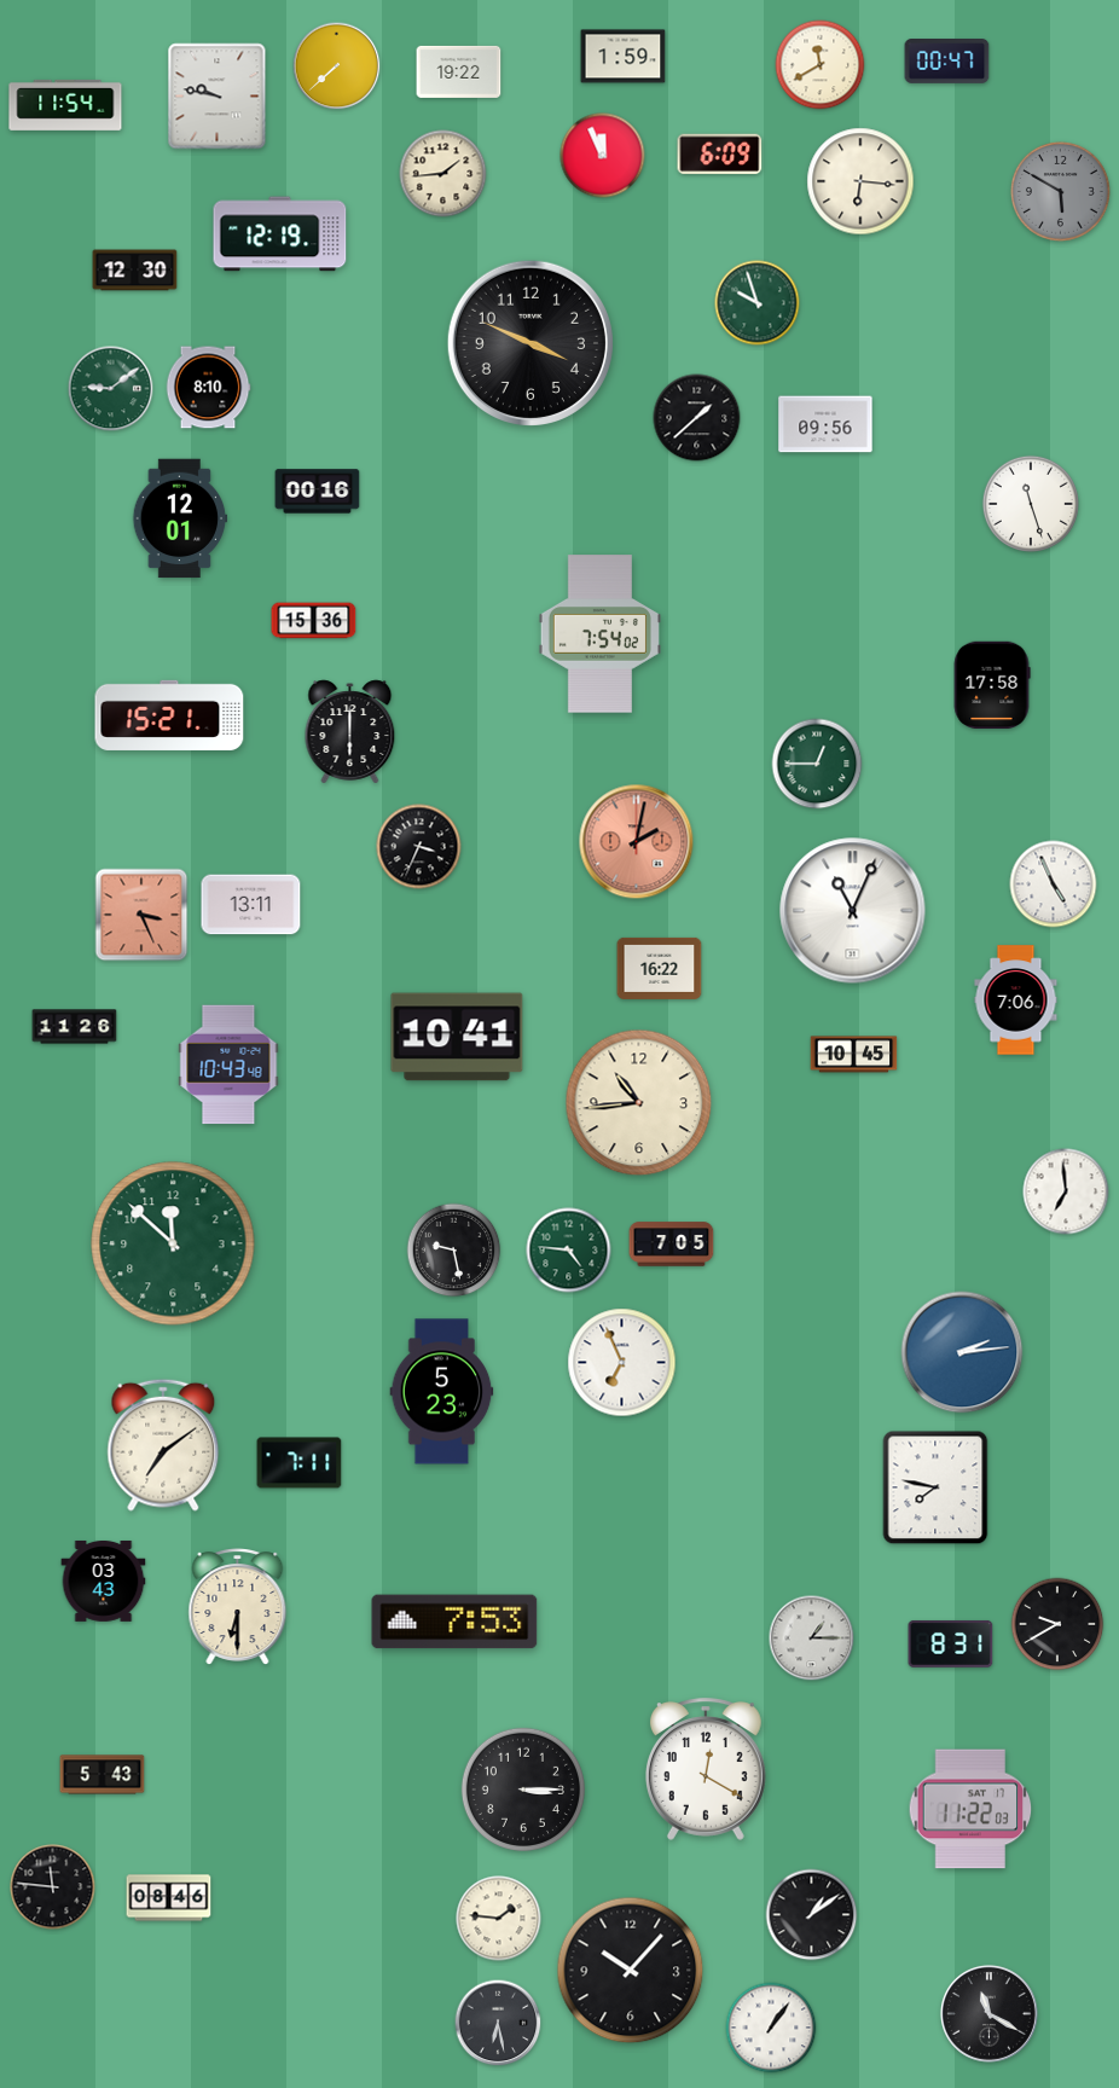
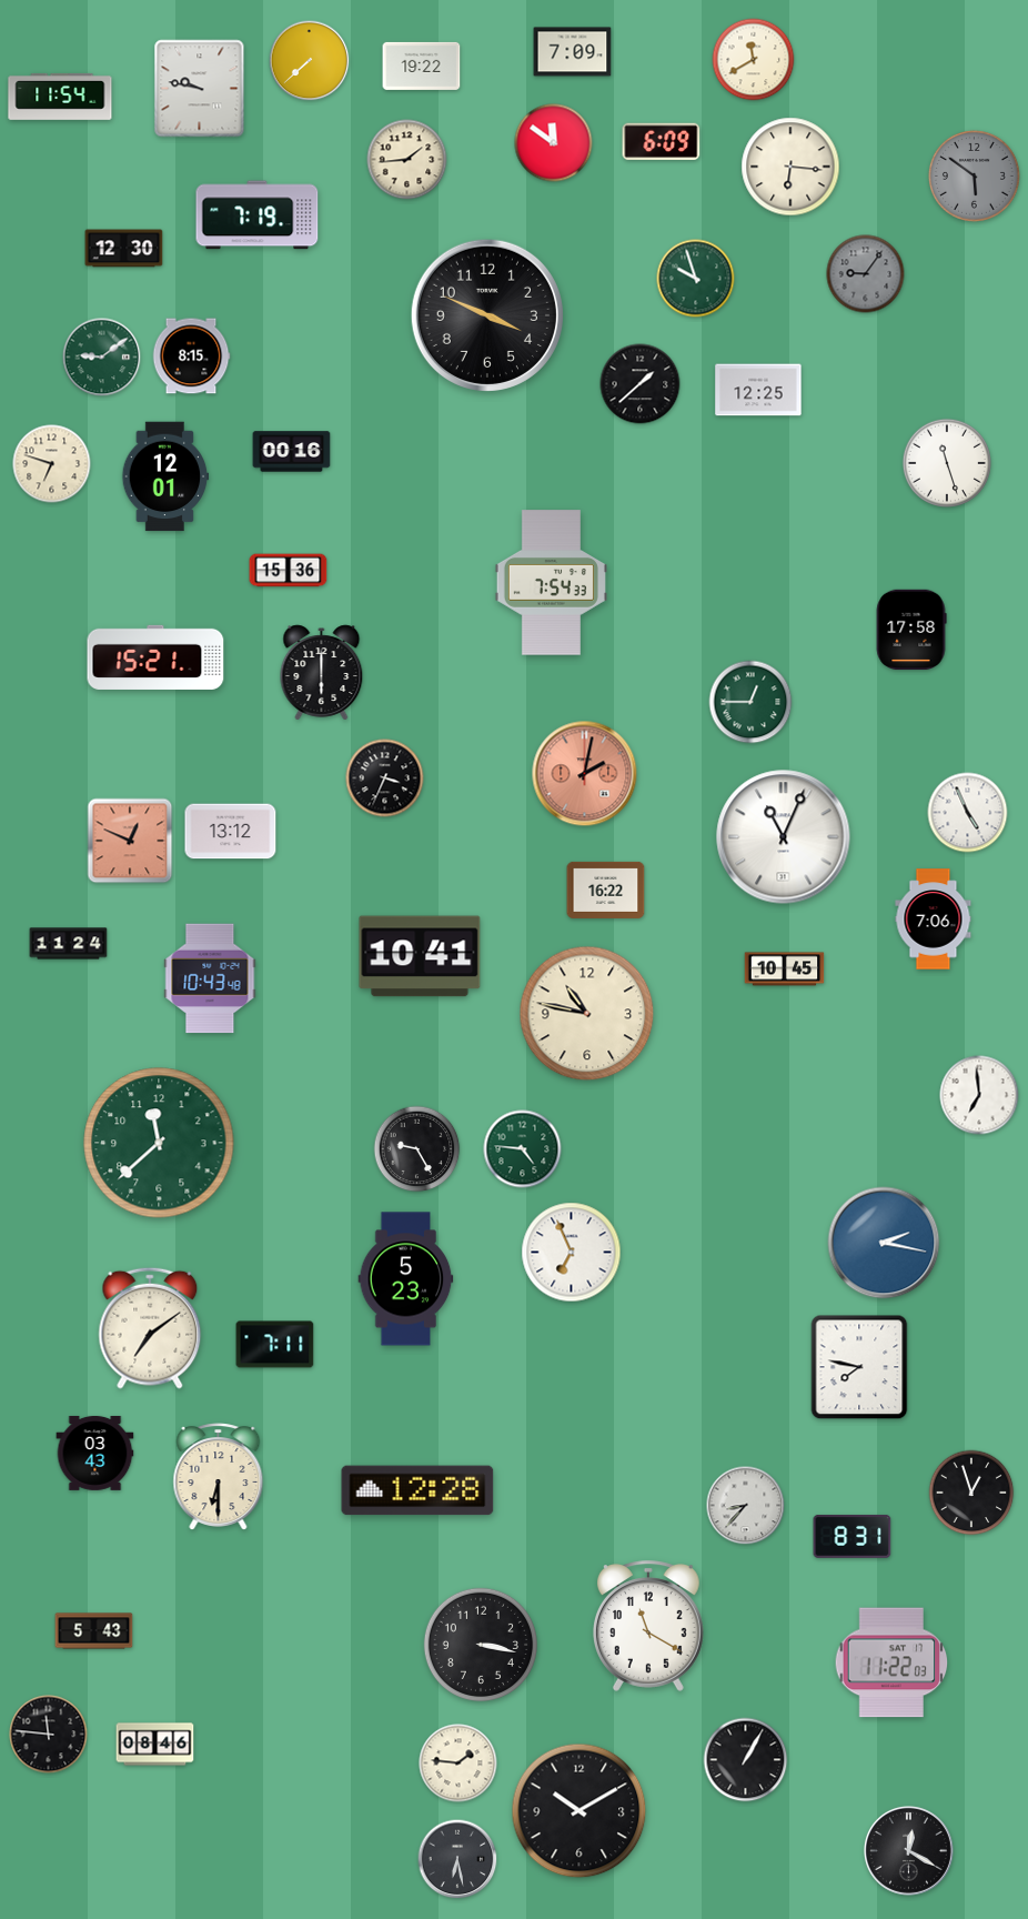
clock at (624, 57): 1:59 -> 7:09
clock at (947, 62): 00:47 -> none
clock at (603, 156): 11:56 -> 11:51
clock at (1060, 191): 5:50 -> 5:51
clock at (280, 234): 12:19 -> 7:19
clock at (866, 274): none -> 9:06
clock at (208, 388): 8:10 -> 8:15
clock at (825, 424): 09:56 -> 12:25
clock at (52, 464): none -> 6:48
clock at (599, 634): 7:54:02 -> 7:54:33
clock at (251, 905): 13:11 -> 13:12
clock at (141, 915): 3:26 -> 12:49
clock at (75, 1027): 11:26 -> 11:24
clock at (457, 1037) position: (457, 1037) -> (420, 956)
clock at (639, 1103): 10:44 -> 10:47
clock at (173, 1243): 11:52 -> 11:38
clock at (672, 1245): 7:05 -> none
clock at (454, 1251): 9:28 -> 9:25
clock at (962, 1352): 2:14 -> 2:17
clock at (454, 1622): 7:53 -> 12:28
clock at (1057, 1624): 9:40 -> 12:57
clock at (812, 1638): 1:15 -> 8:37
clock at (951, 1645) position: (951, 1645) -> (853, 1537)
clock at (706, 1769): 12:20 -> 11:20
clock at (523, 1790): 3:15 -> 3:17
clock at (812, 1915): 1:09 -> 1:05
clock at (631, 1971): 10:07 -> 10:10
clock at (988, 2013): 11:20 -> 12:20
clock at (771, 2028): 1:06 -> none
